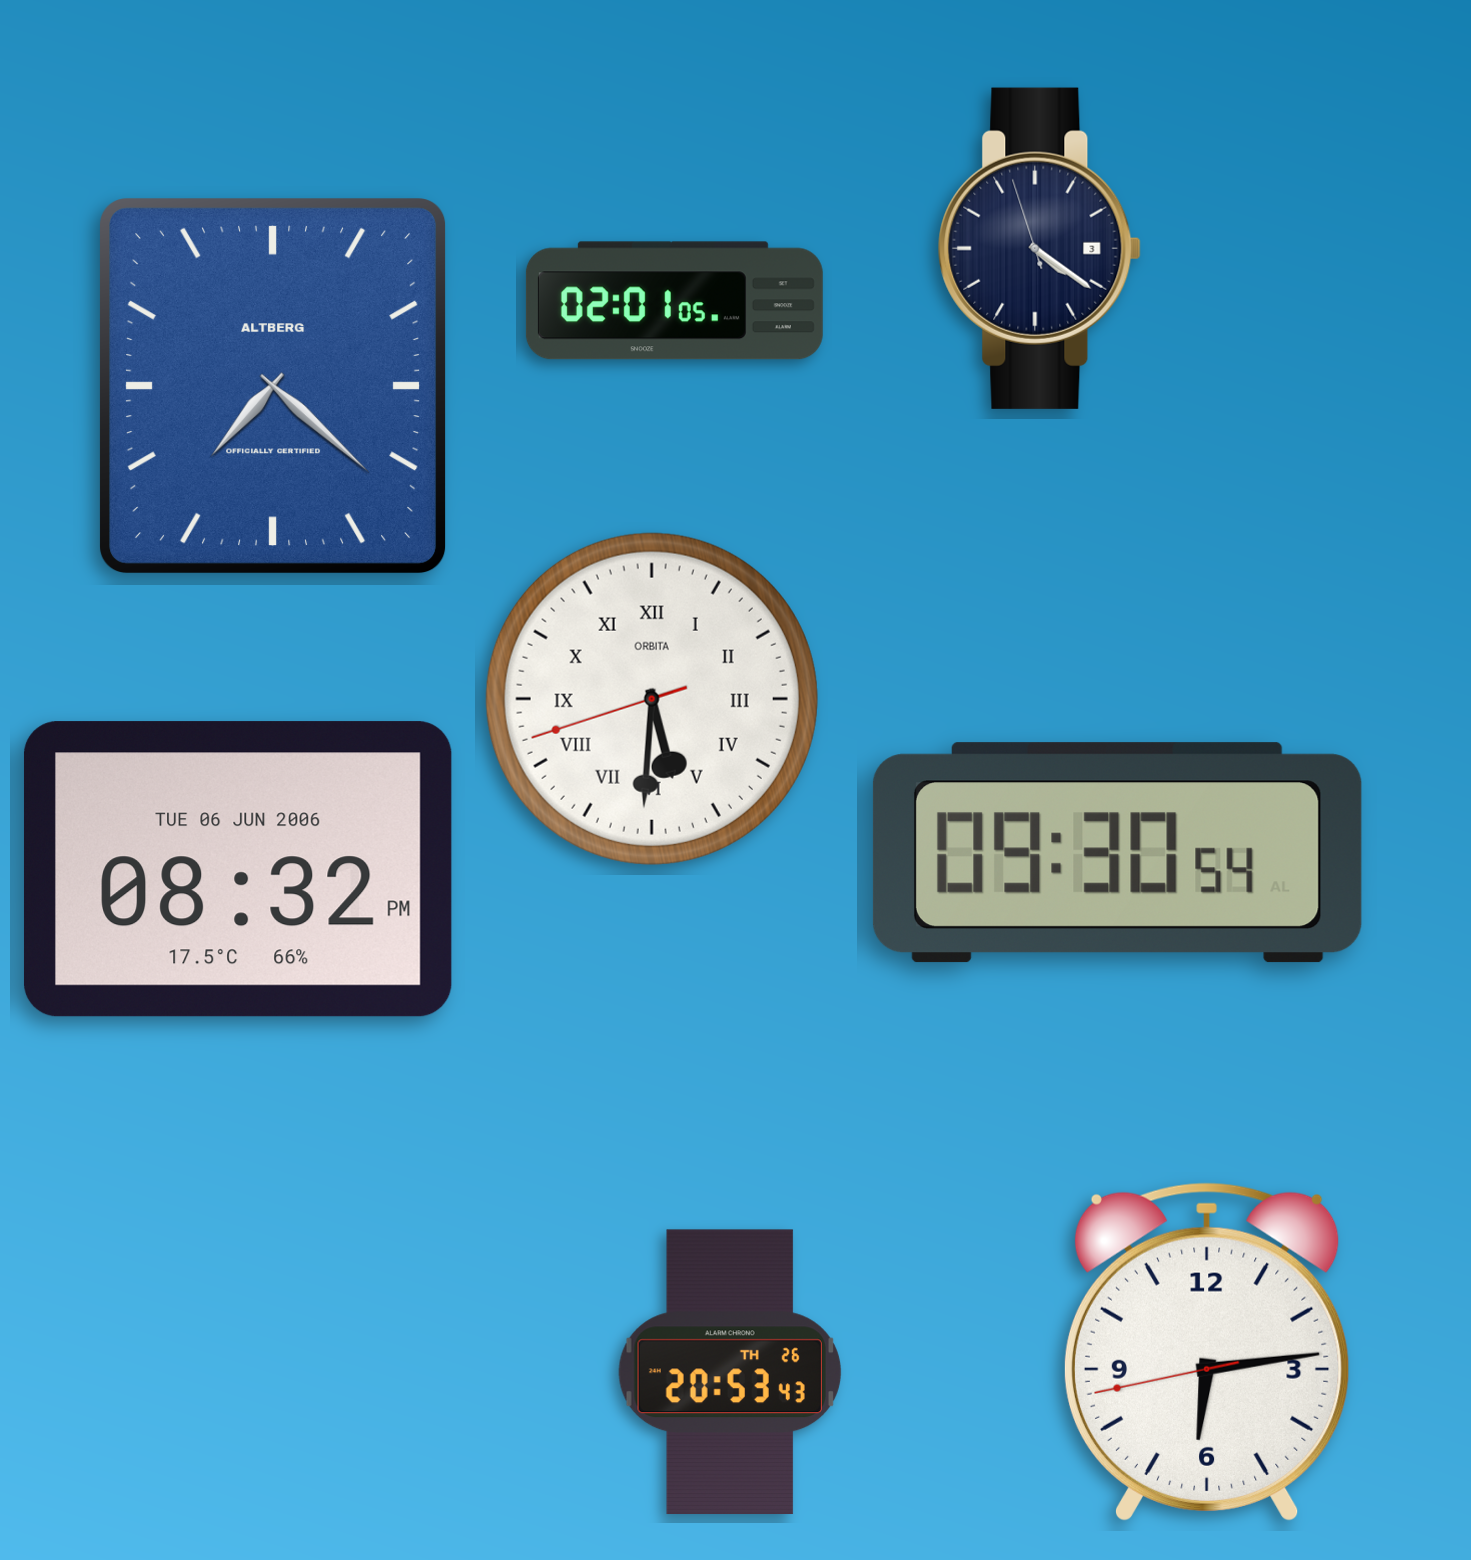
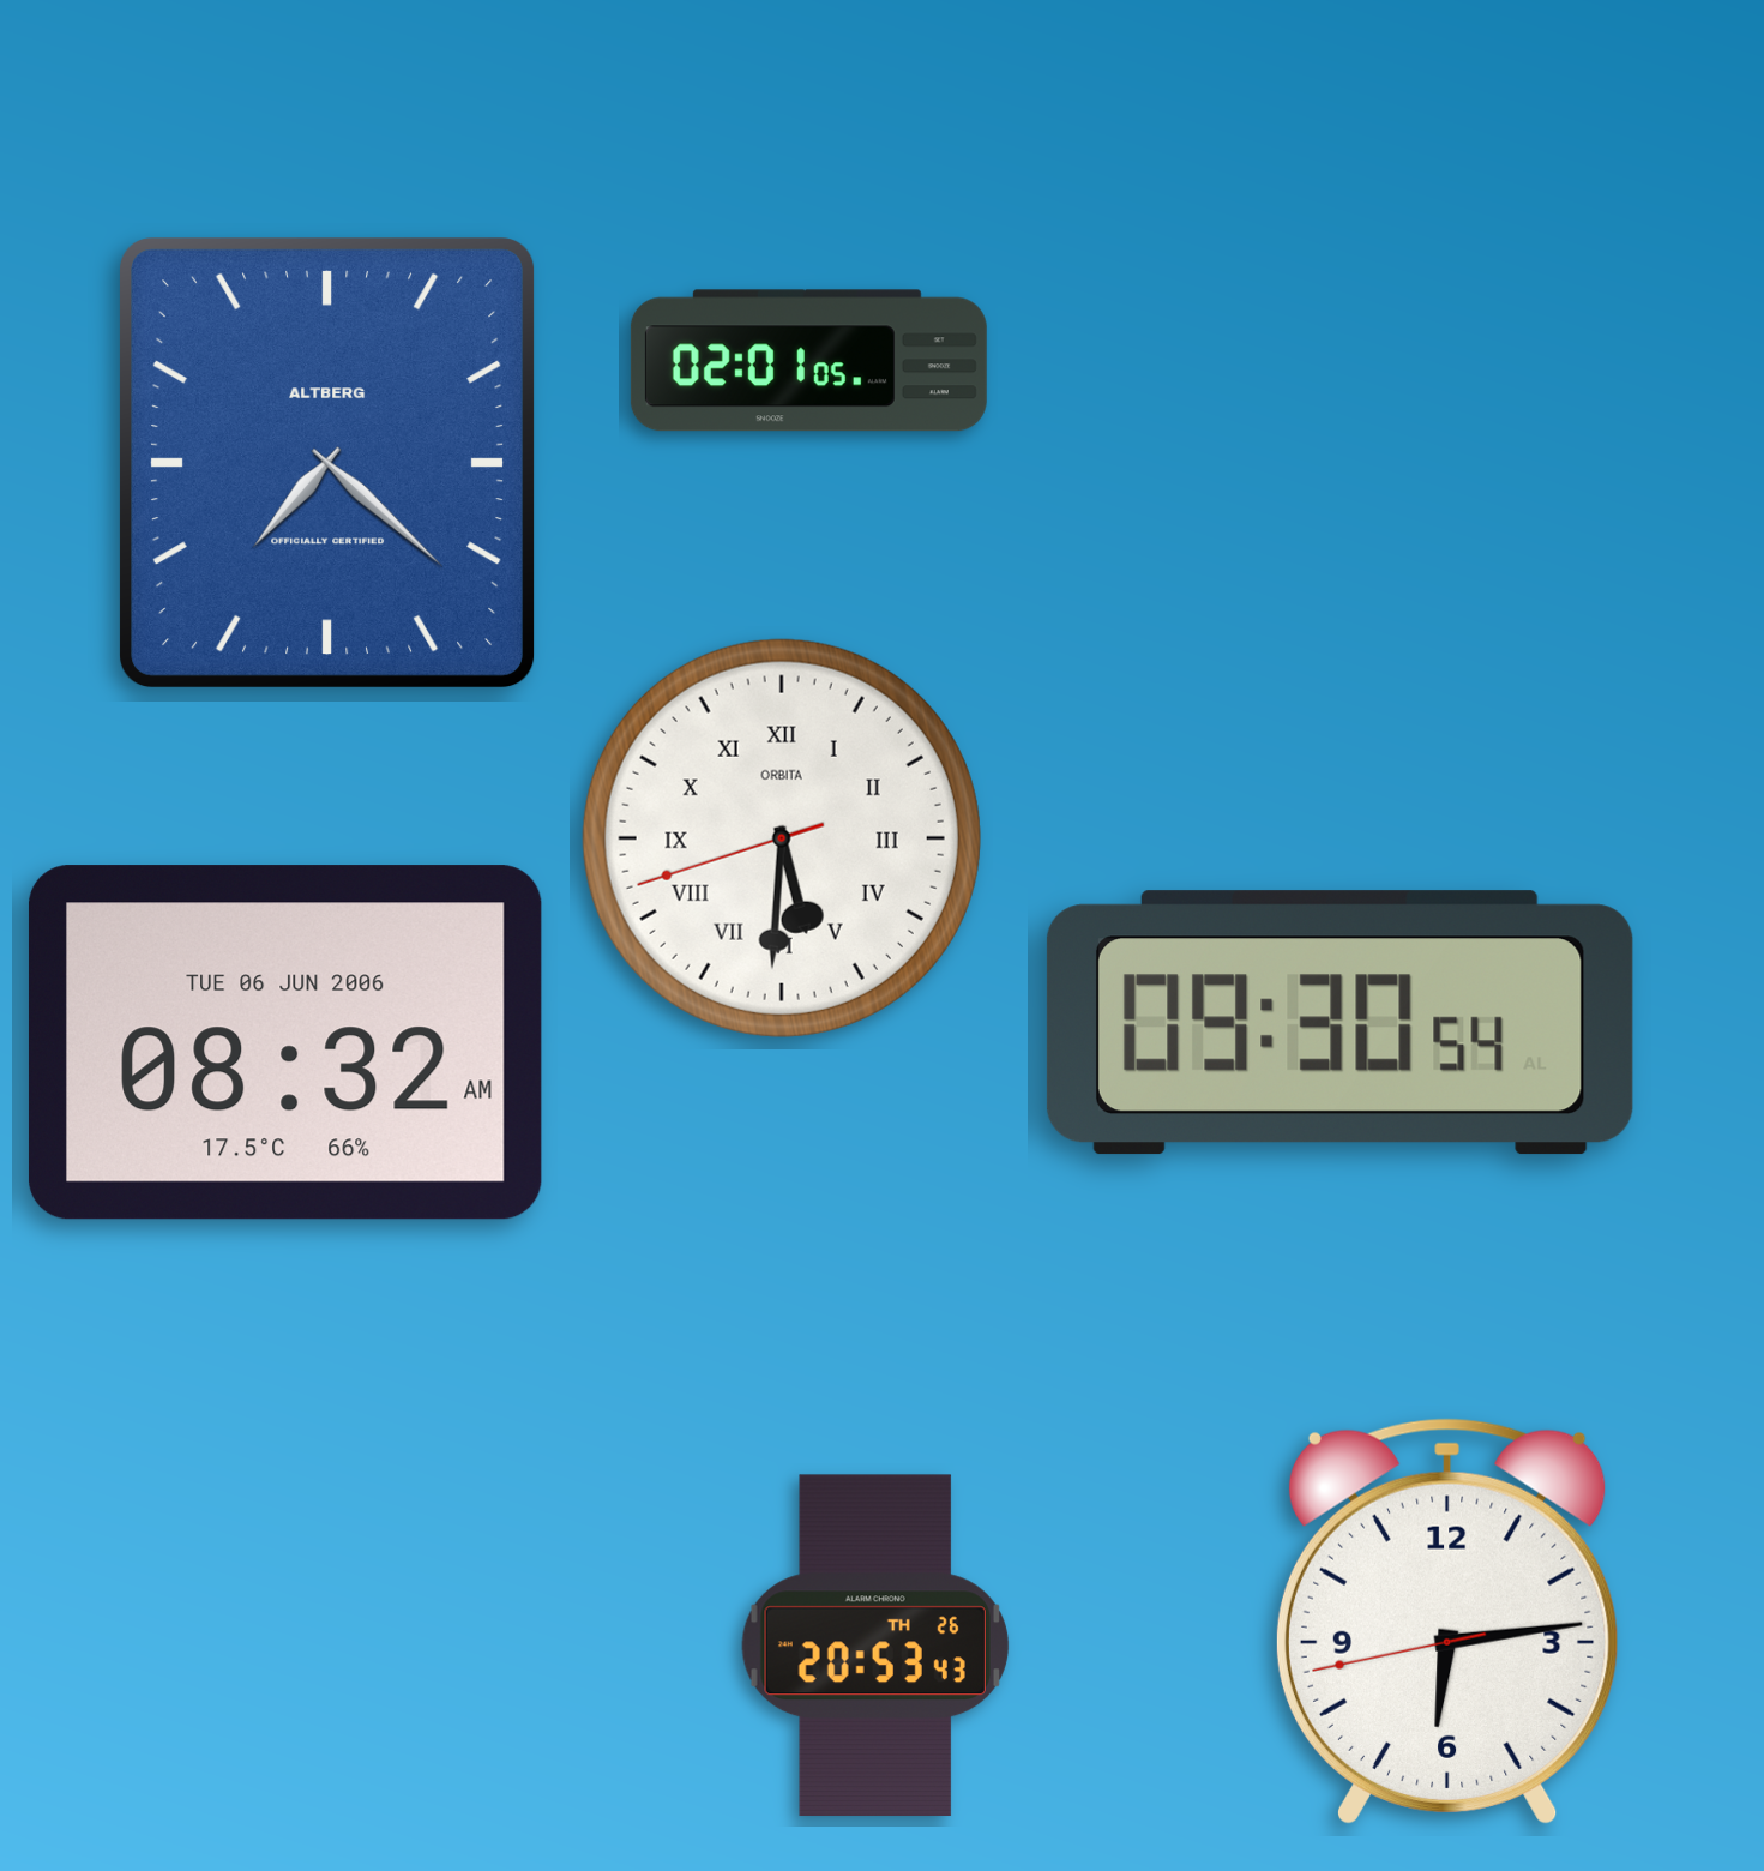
clock at (1039, 248): 4:20 -> none
clock at (238, 869): 08:32 PM -> 08:32 AM
